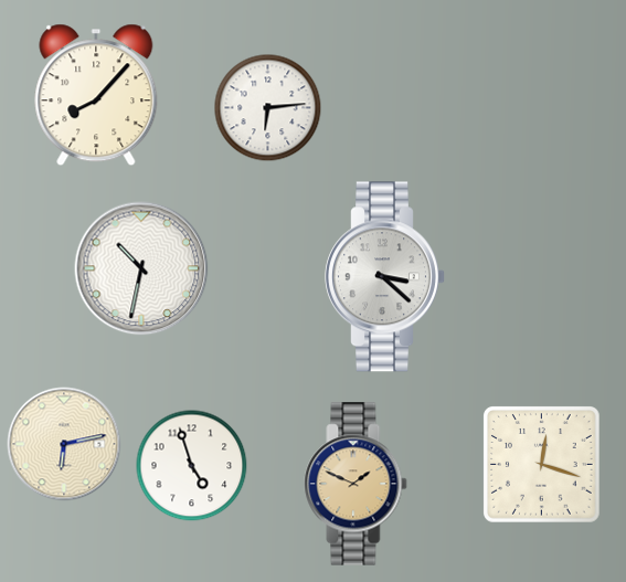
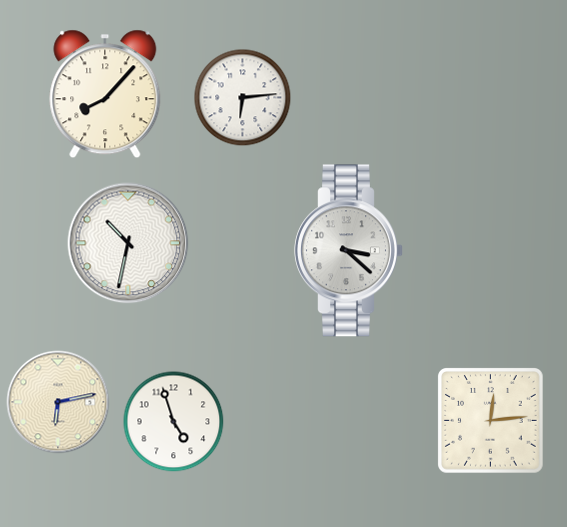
clock at (96, 95) position: (96, 95) -> (105, 94)
clock at (542, 465): 12:18 -> 12:14
clock at (356, 484): 1:49 -> none
